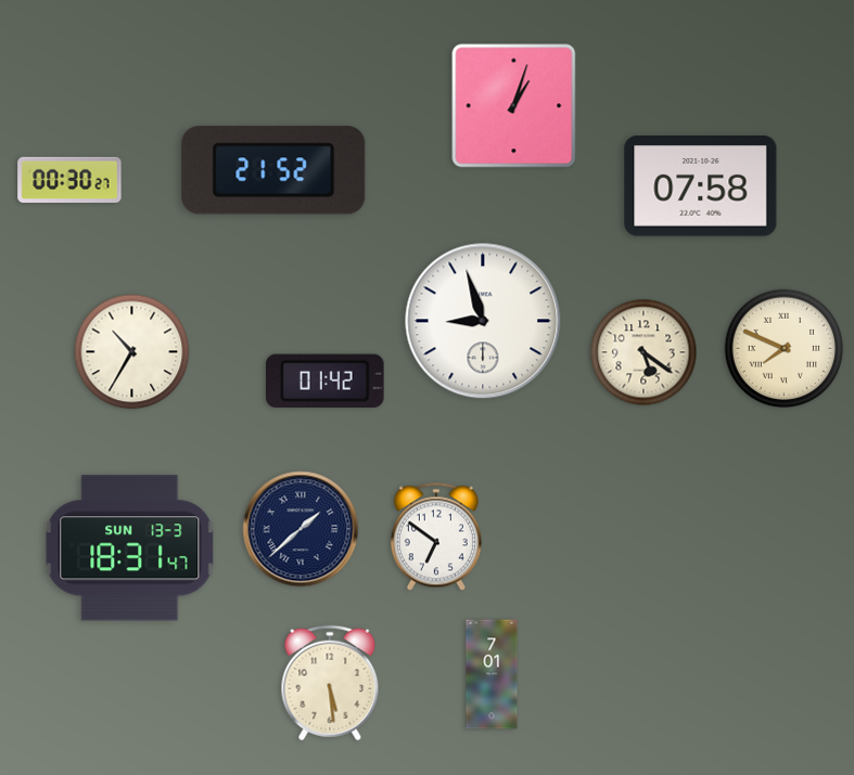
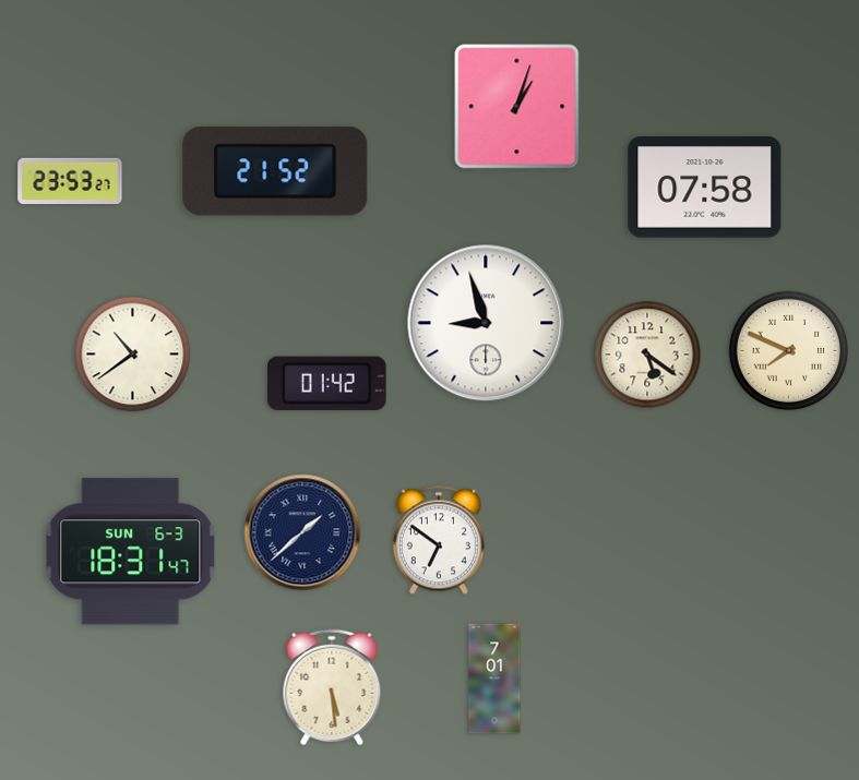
clock at (69, 180): 00:30 -> 23:53
clock at (132, 352): 10:35 -> 10:39
clock at (130, 548) date: SUN 13-3 -> SUN 6-3
